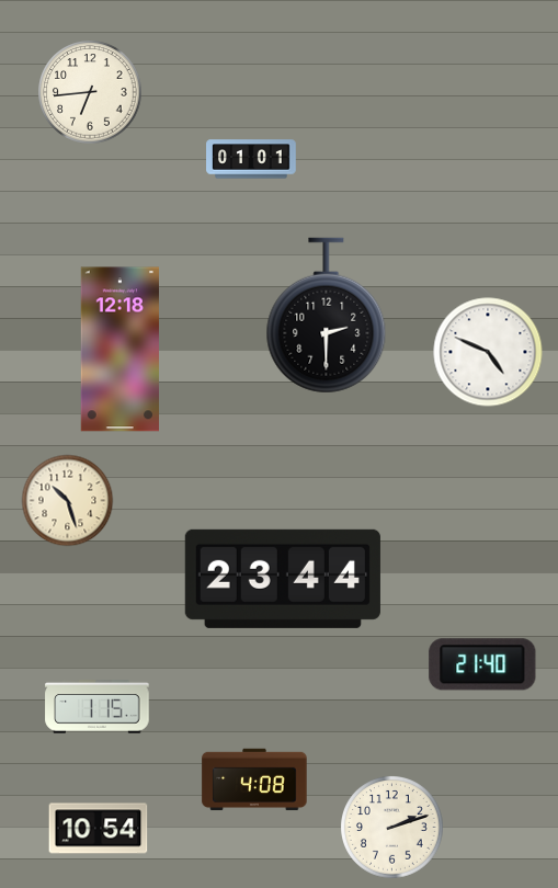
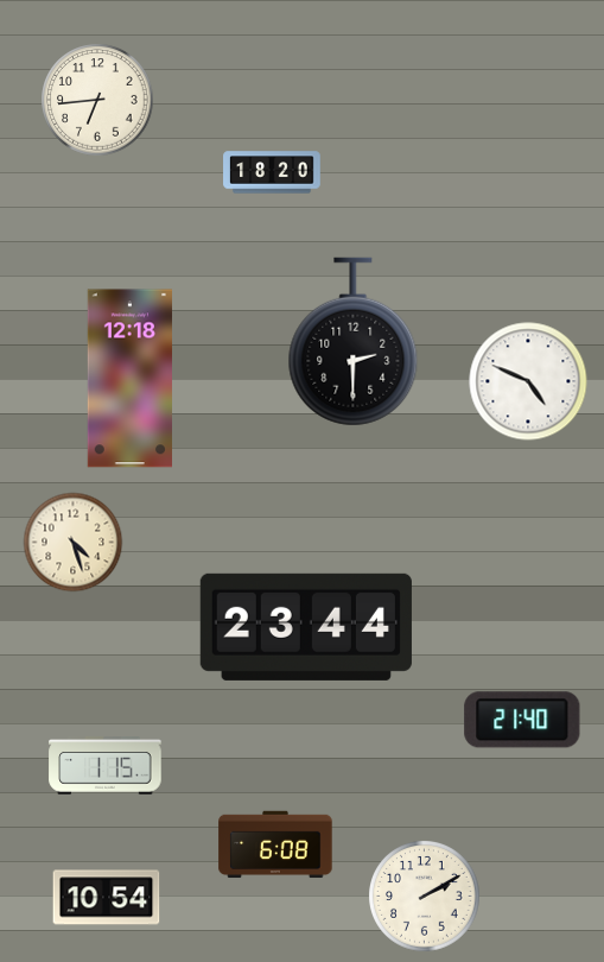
clock at (251, 159): 01:01 -> 18:20
clock at (68, 501): 10:27 -> 4:27
clock at (254, 779): 4:08 -> 6:08
clock at (392, 828): 2:12 -> 2:10
